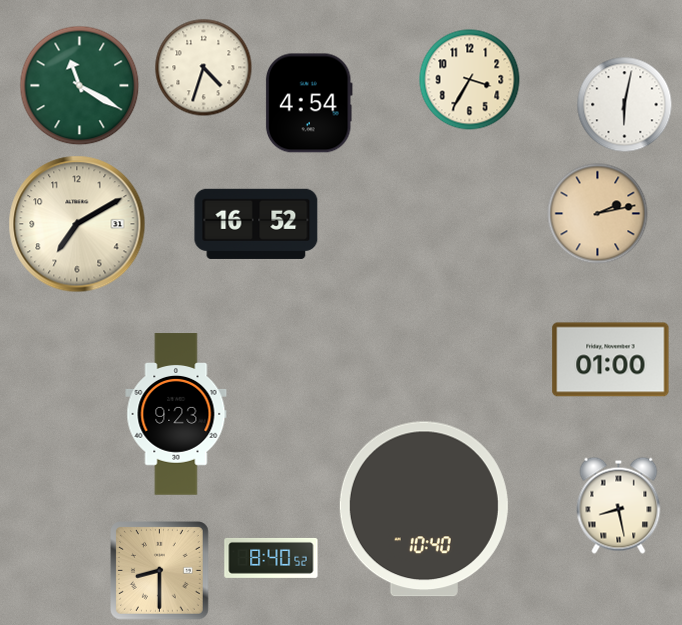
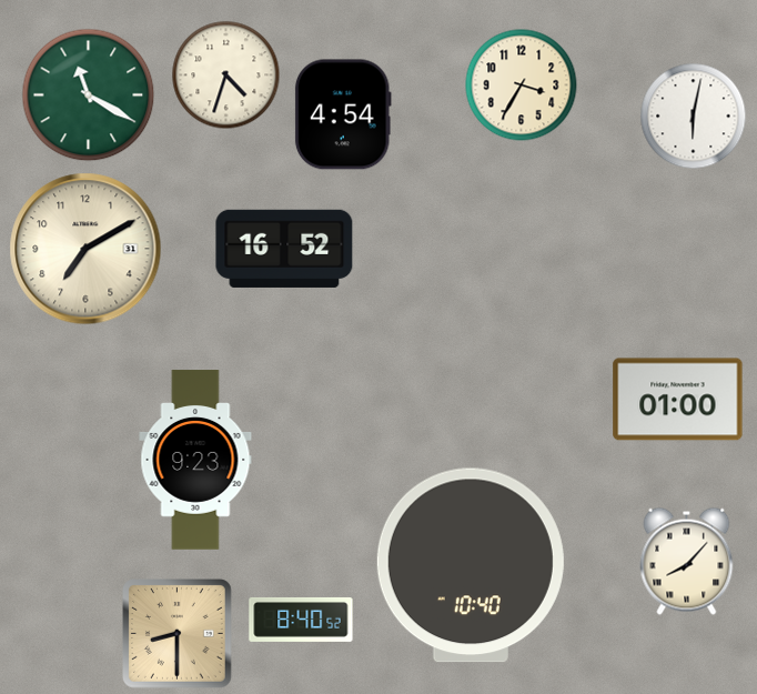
clock at (470, 80) position: (470, 80) -> (522, 86)
clock at (598, 214): 2:13 -> none
clock at (619, 505): 8:28 -> 8:07
